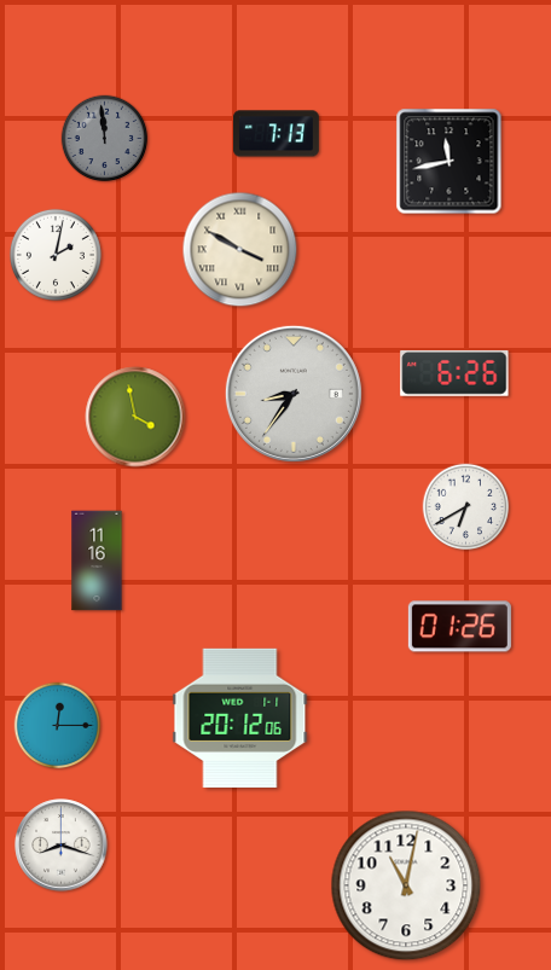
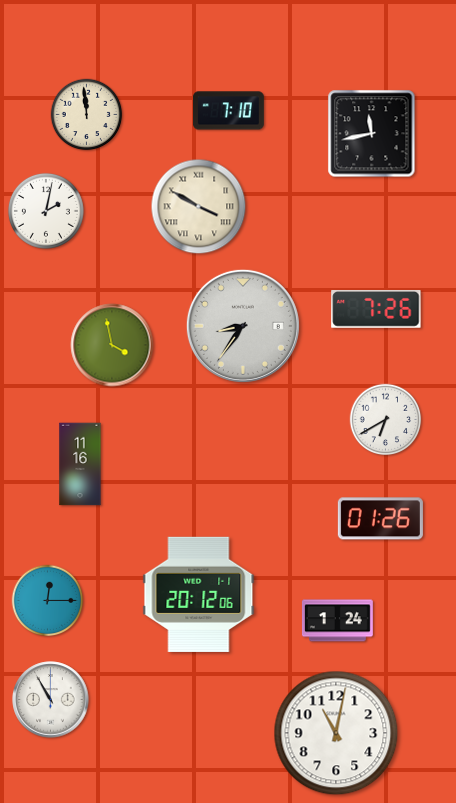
clock at (275, 134): 7:13 -> 7:10
clock at (105, 139) dial: grey -> cream
clock at (454, 373): 6:26 -> 7:26
clock at (337, 621): none -> 1:24
clock at (62, 846): 8:18 -> 10:55
